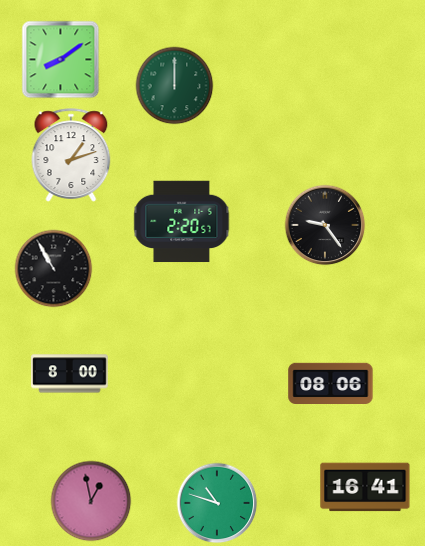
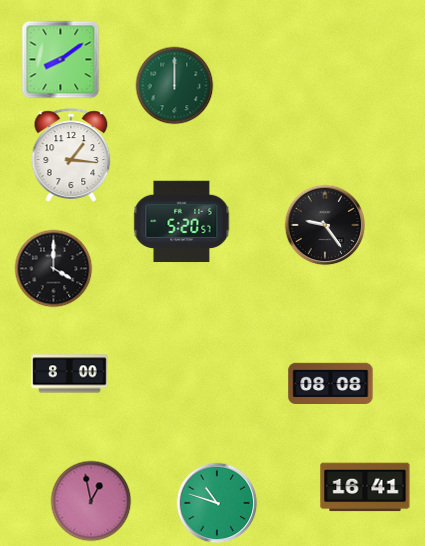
clock at (71, 155): 1:12 -> 1:16
clock at (182, 222): 2:20 -> 5:20
clock at (53, 268): 10:55 -> 4:00
clock at (331, 384): 08:06 -> 08:08
